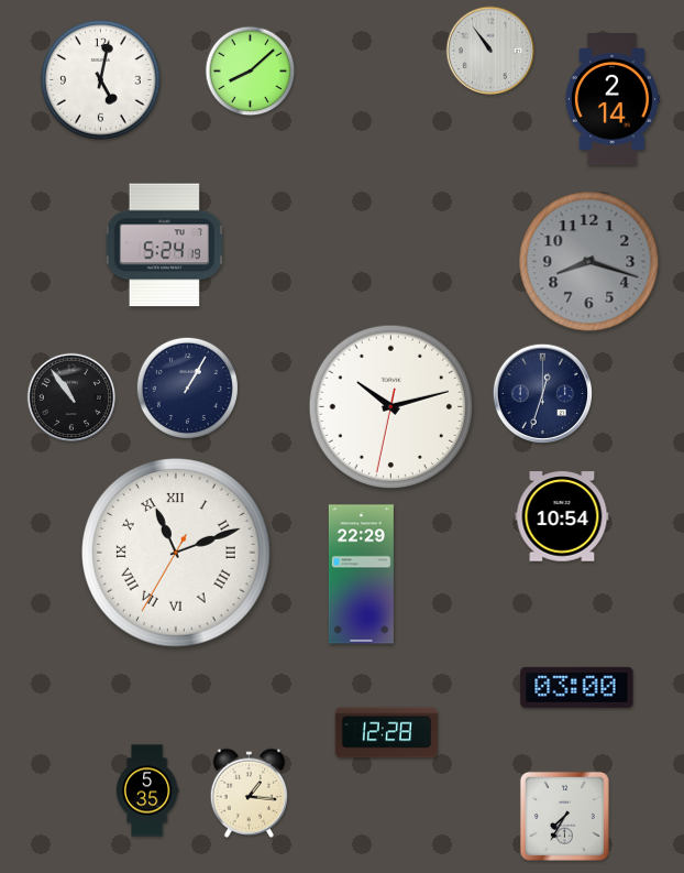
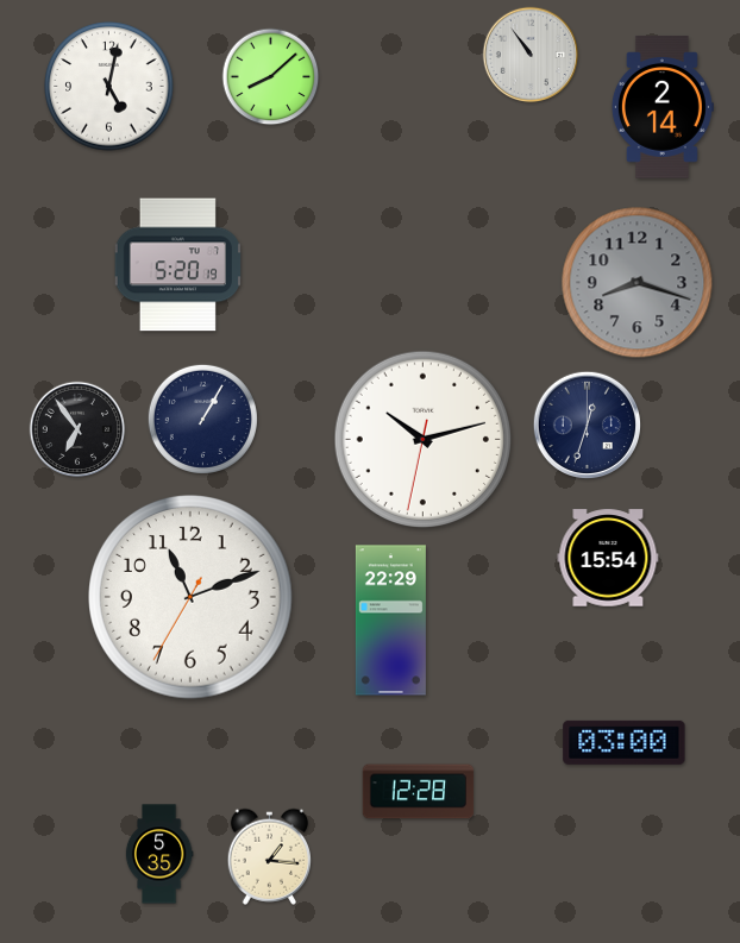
clock at (164, 245): 5:24 -> 5:20
clock at (71, 397): 10:54 -> 6:54
clock at (562, 516): 10:54 -> 15:54
clock at (177, 554) numerals: Roman -> Arabic
clock at (564, 816): 7:35 -> none
